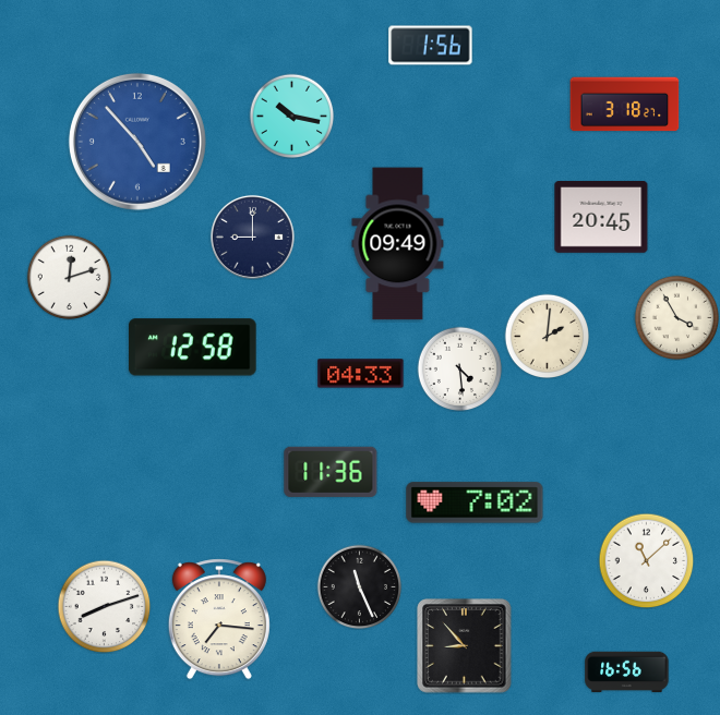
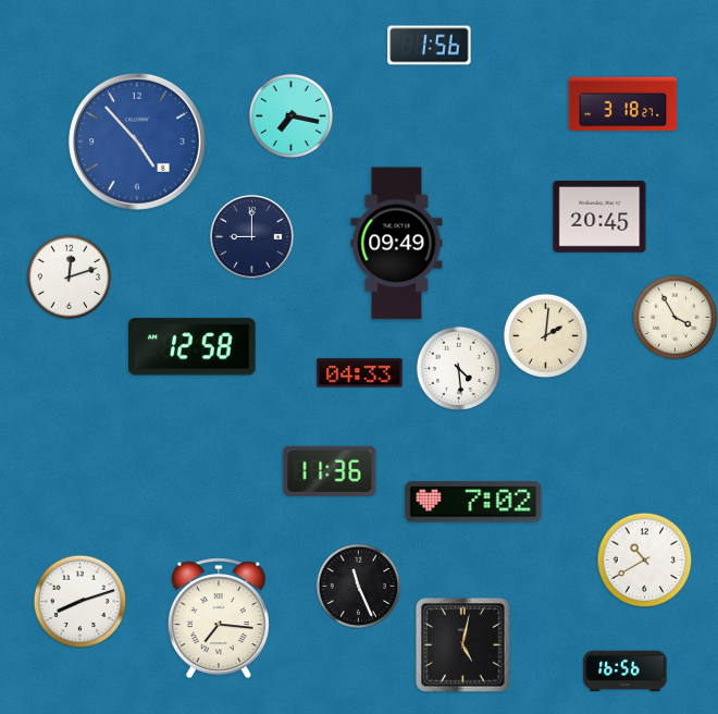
clock at (291, 116): 10:17 -> 7:17
clock at (646, 560): 11:08 -> 10:40
clock at (104, 606) position: (104, 606) -> (79, 601)
clock at (465, 646): 8:53 -> 5:02
